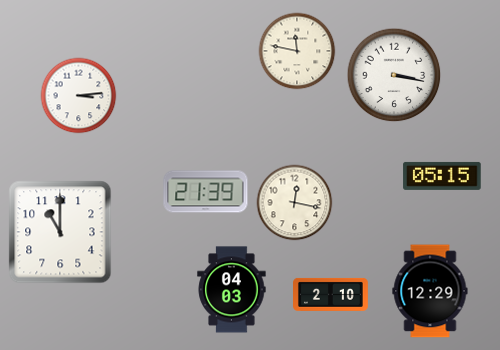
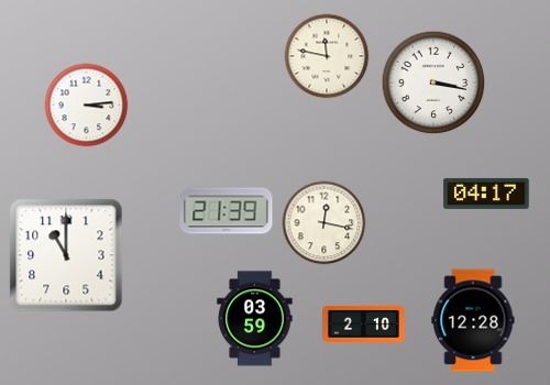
clock at (442, 176): 05:15 -> 04:17
clock at (232, 290): 04:03 -> 03:59
clock at (430, 291): 12:29 -> 12:28
